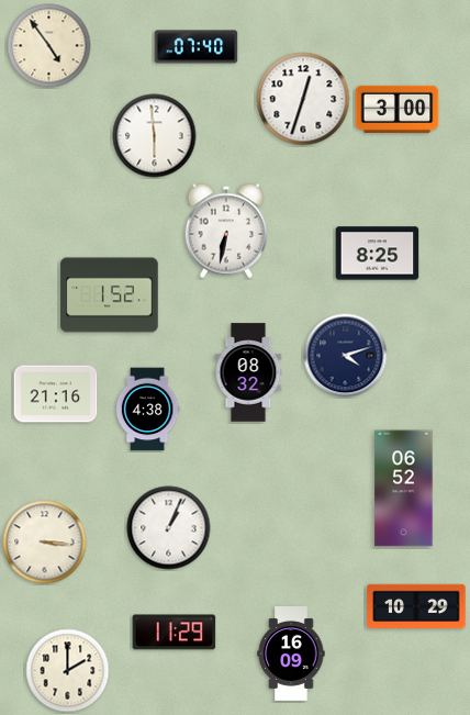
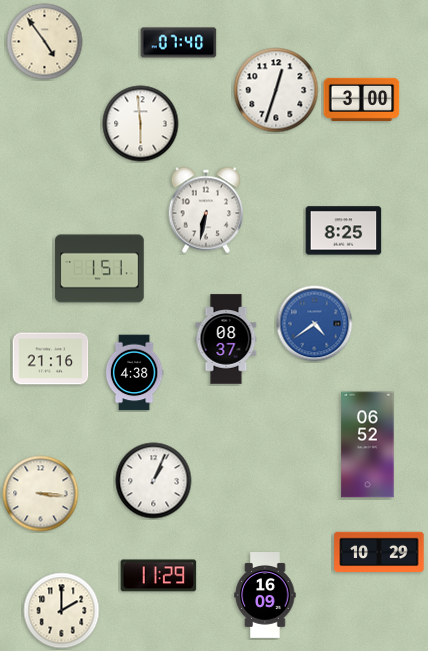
clock at (110, 295): 1:52 -> 1:51
clock at (346, 356): 4:12 -> 4:39
clock at (346, 356) dial: navy -> blue
clock at (248, 372): 08:32 -> 08:37
